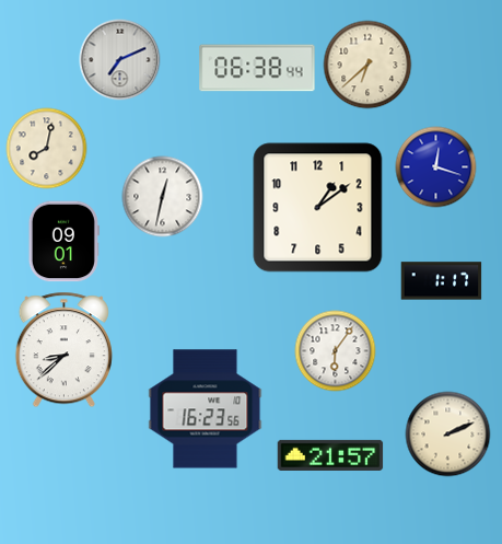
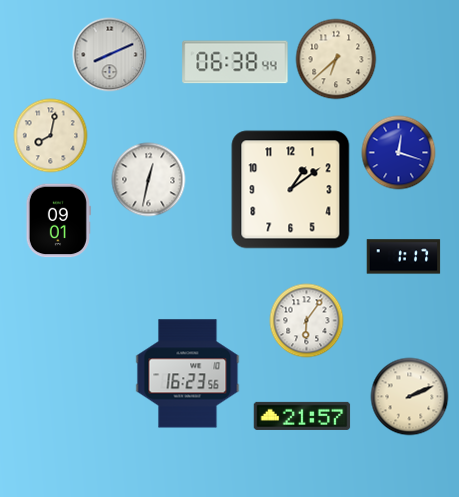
clock at (120, 60): 7:11 -> 8:11
clock at (47, 149) position: (47, 149) -> (51, 136)
clock at (63, 350): 8:38 -> none
